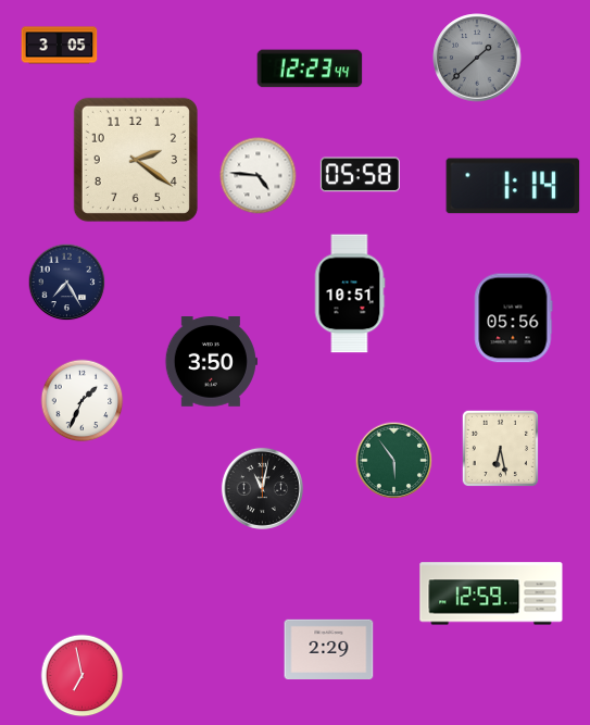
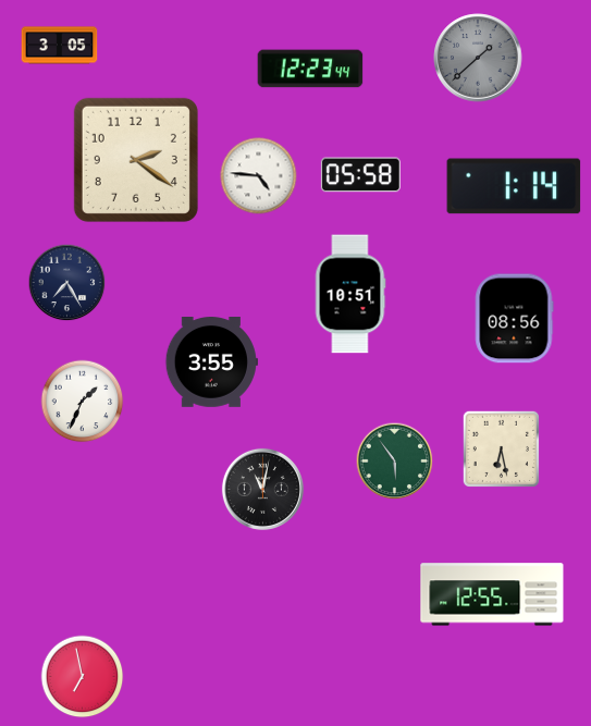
clock at (513, 318): 05:56 -> 08:56
clock at (211, 362): 3:50 -> 3:55
clock at (491, 593): 12:59 -> 12:55
clock at (329, 650): 2:29 -> none
